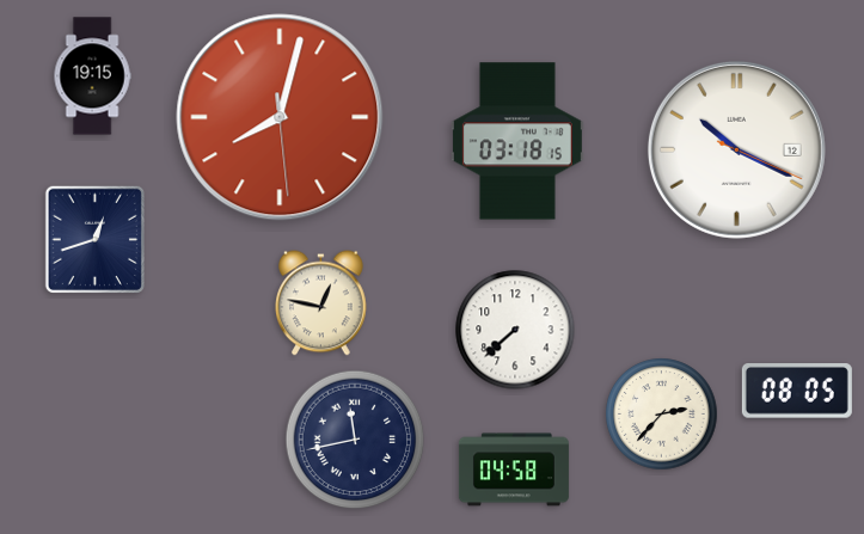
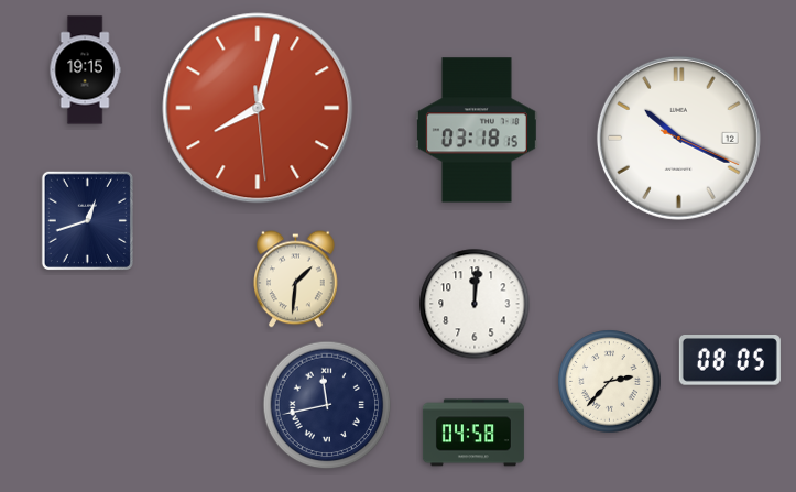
clock at (321, 303): 12:47 -> 1:31
clock at (515, 330): 7:38 -> 12:01
clock at (797, 392) position: (797, 392) -> (730, 361)
